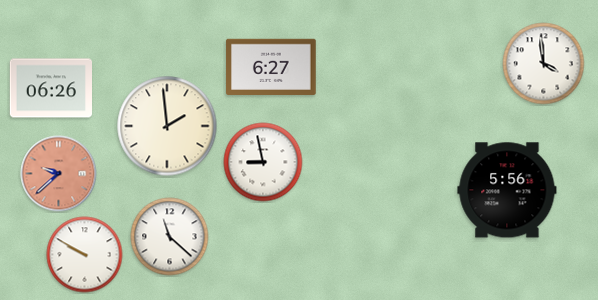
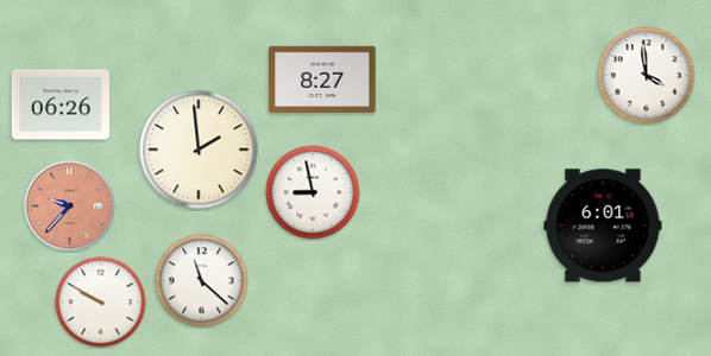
clock at (271, 67): 6:27 -> 8:27
clock at (59, 174): 9:38 -> 9:37
clock at (507, 190): 5:56 -> 6:01
